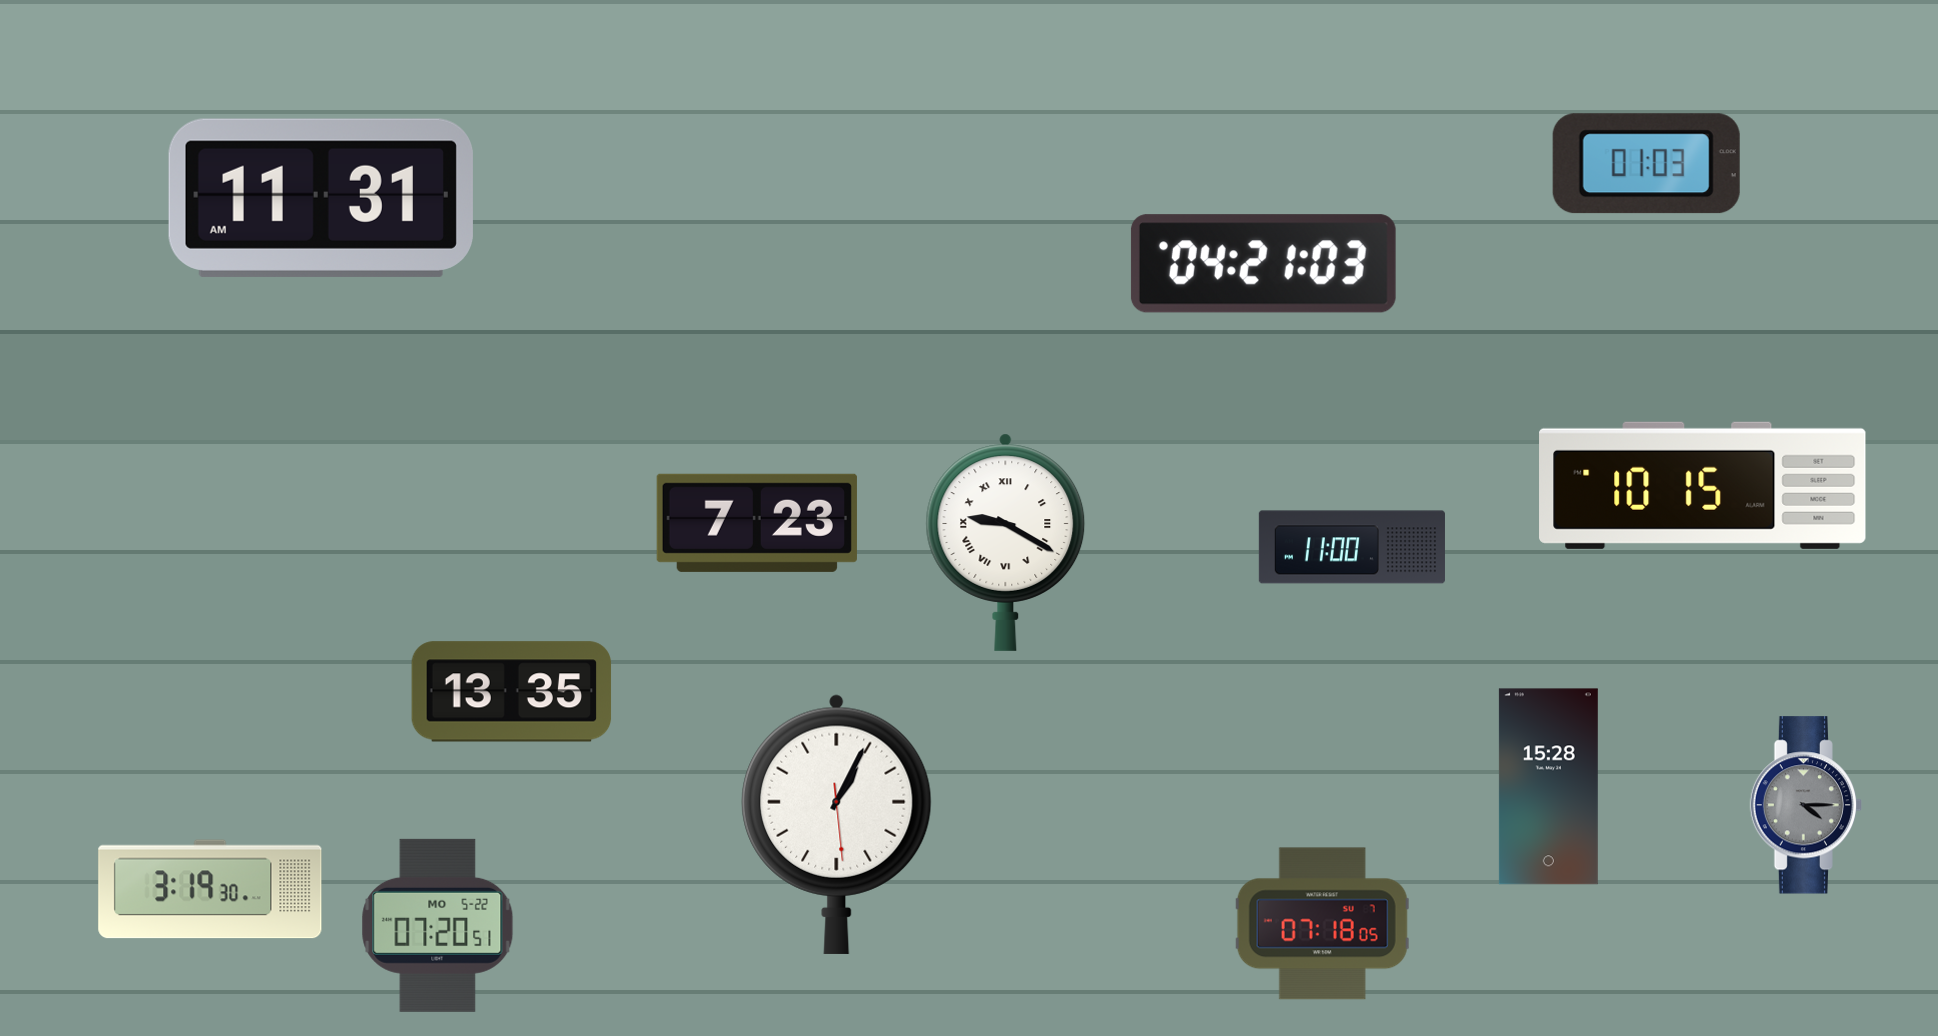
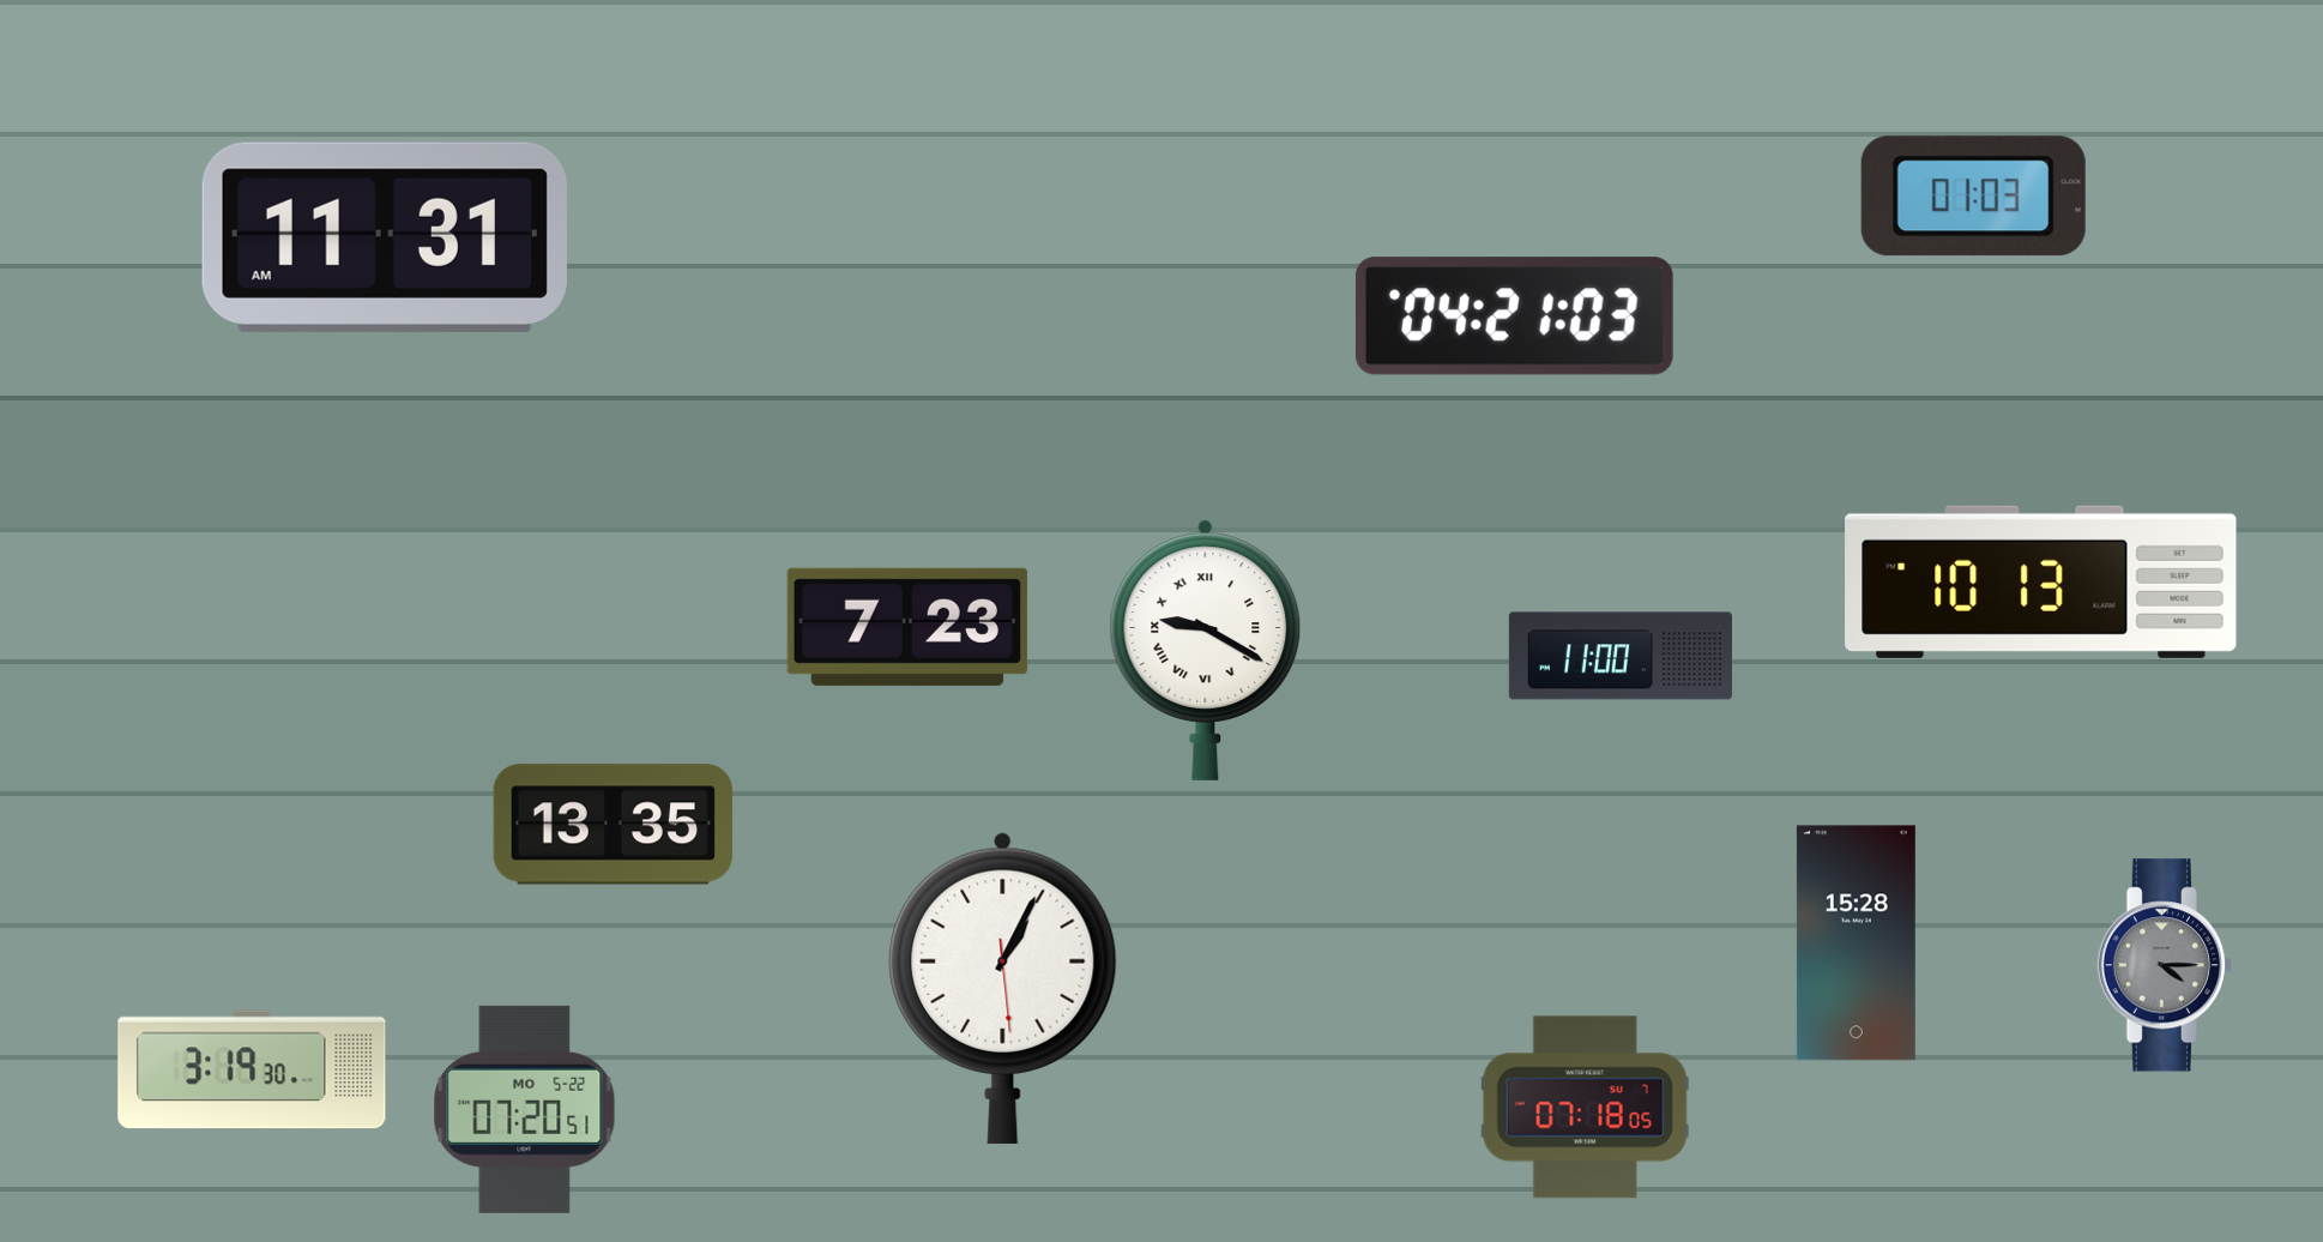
clock at (1703, 485): 10:15 -> 10:13
clock at (512, 692) position: (512, 692) -> (614, 825)
clock at (210, 889) position: (210, 889) -> (252, 1069)
